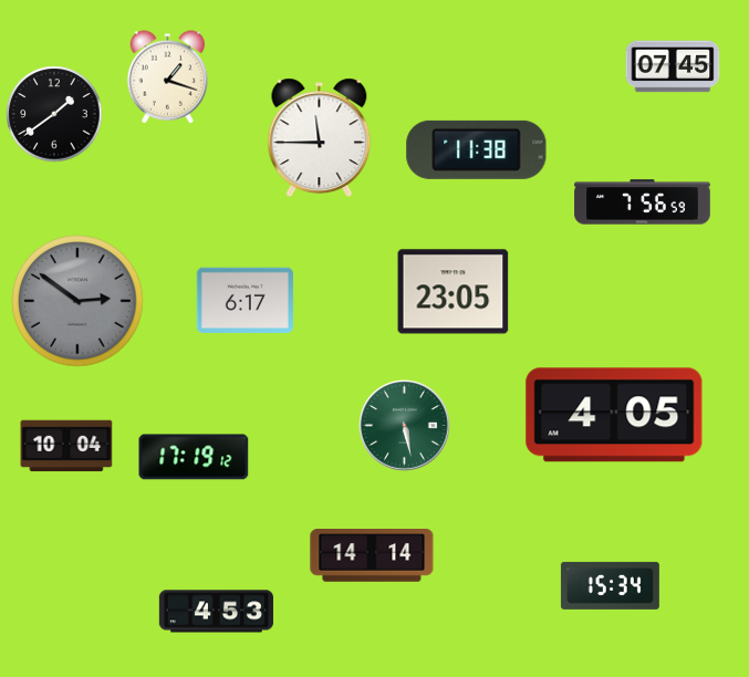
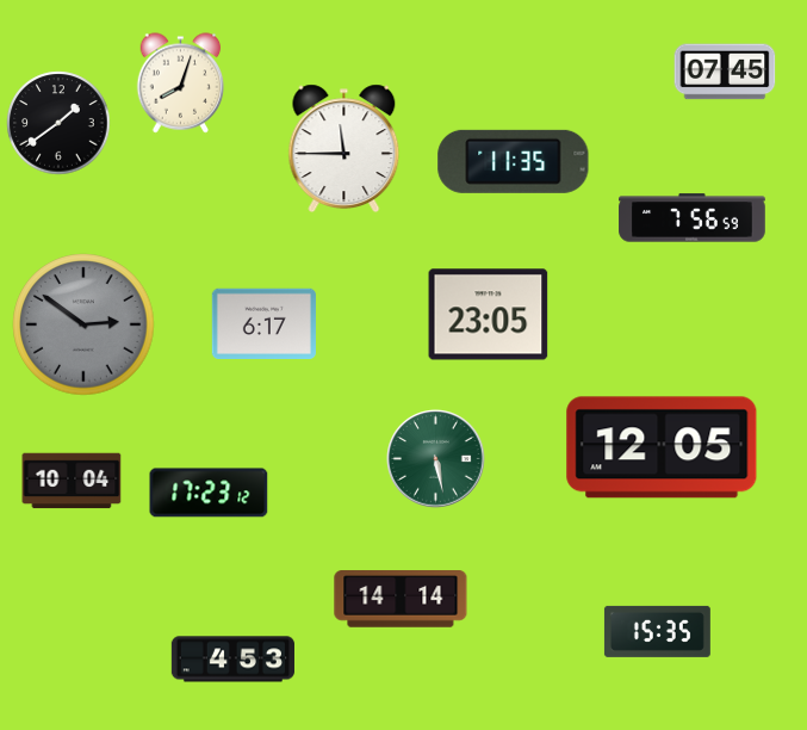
clock at (168, 77): 1:18 -> 8:03
clock at (477, 149): 11:38 -> 11:35
clock at (614, 415): 4:05 -> 12:05
clock at (194, 457): 17:19 -> 17:23
clock at (610, 585): 15:34 -> 15:35
